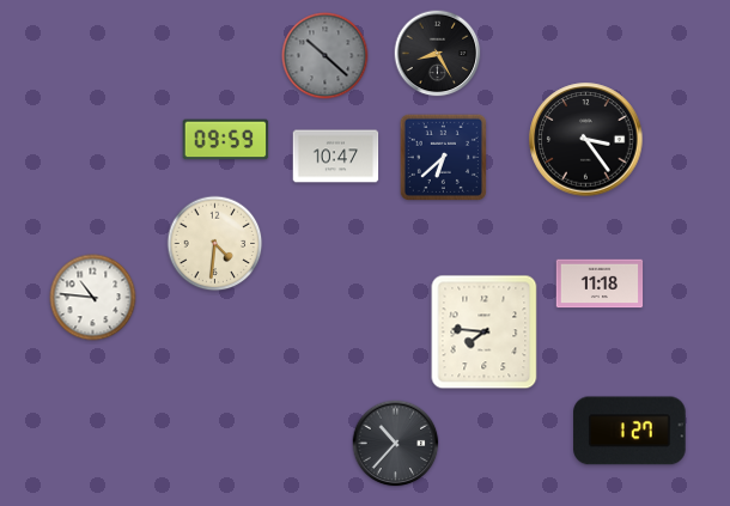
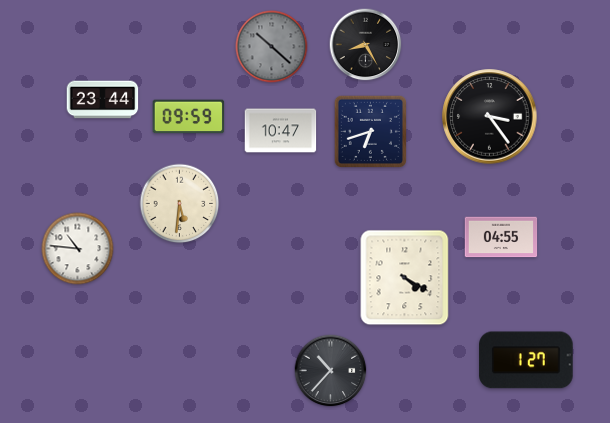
clock at (103, 100): none -> 23:44
clock at (443, 157): 6:38 -> 6:42
clock at (215, 244): 4:31 -> 5:31
clock at (600, 284): 11:18 -> 04:55
clock at (485, 333): 7:46 -> 4:20
